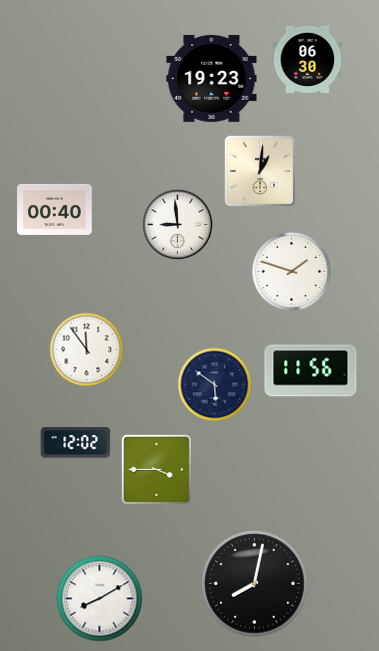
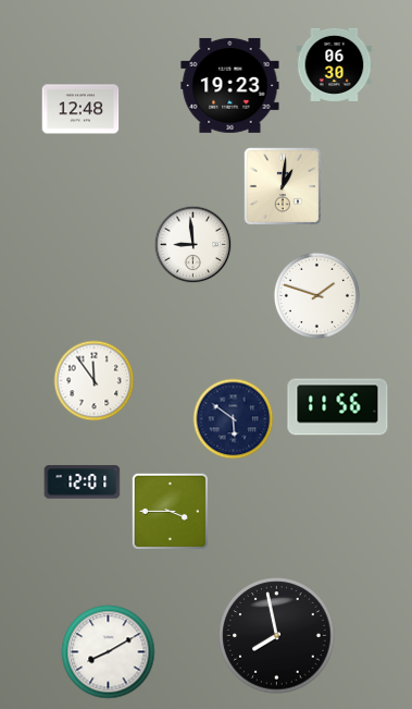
clock at (80, 109): none -> 12:48
clock at (55, 209): 00:40 -> none
clock at (311, 371) position: (311, 371) -> (338, 407)
clock at (76, 443): 12:02 -> 12:01
clock at (255, 584): 8:02 -> 7:58
